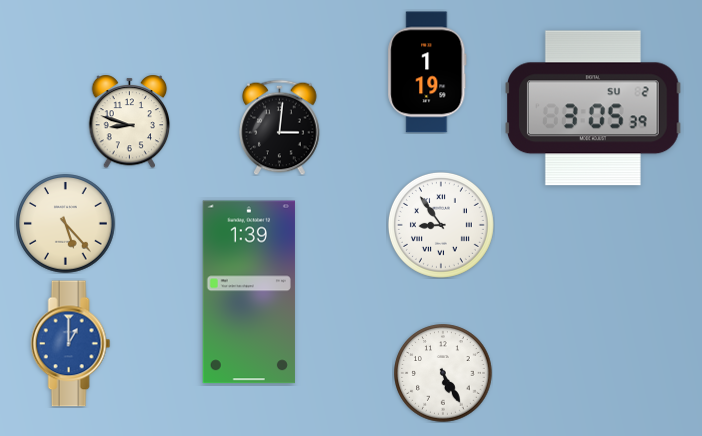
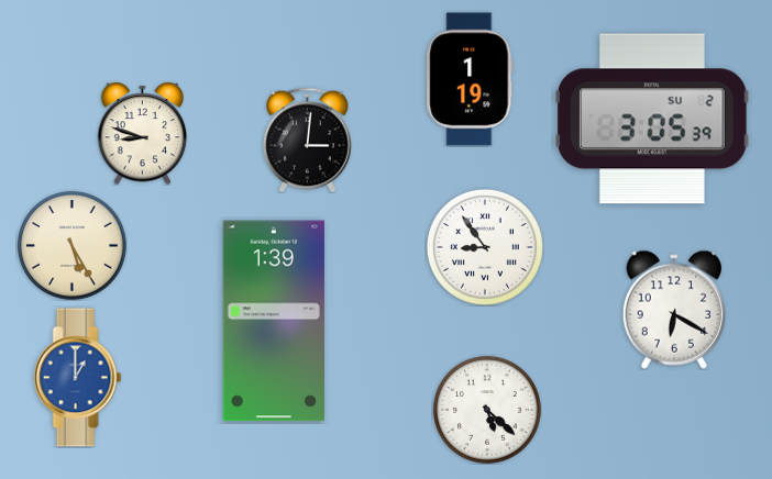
clock at (66, 224): 5:23 -> 5:25
clock at (673, 310): none -> 6:20
clock at (443, 373): 5:25 -> 5:22
